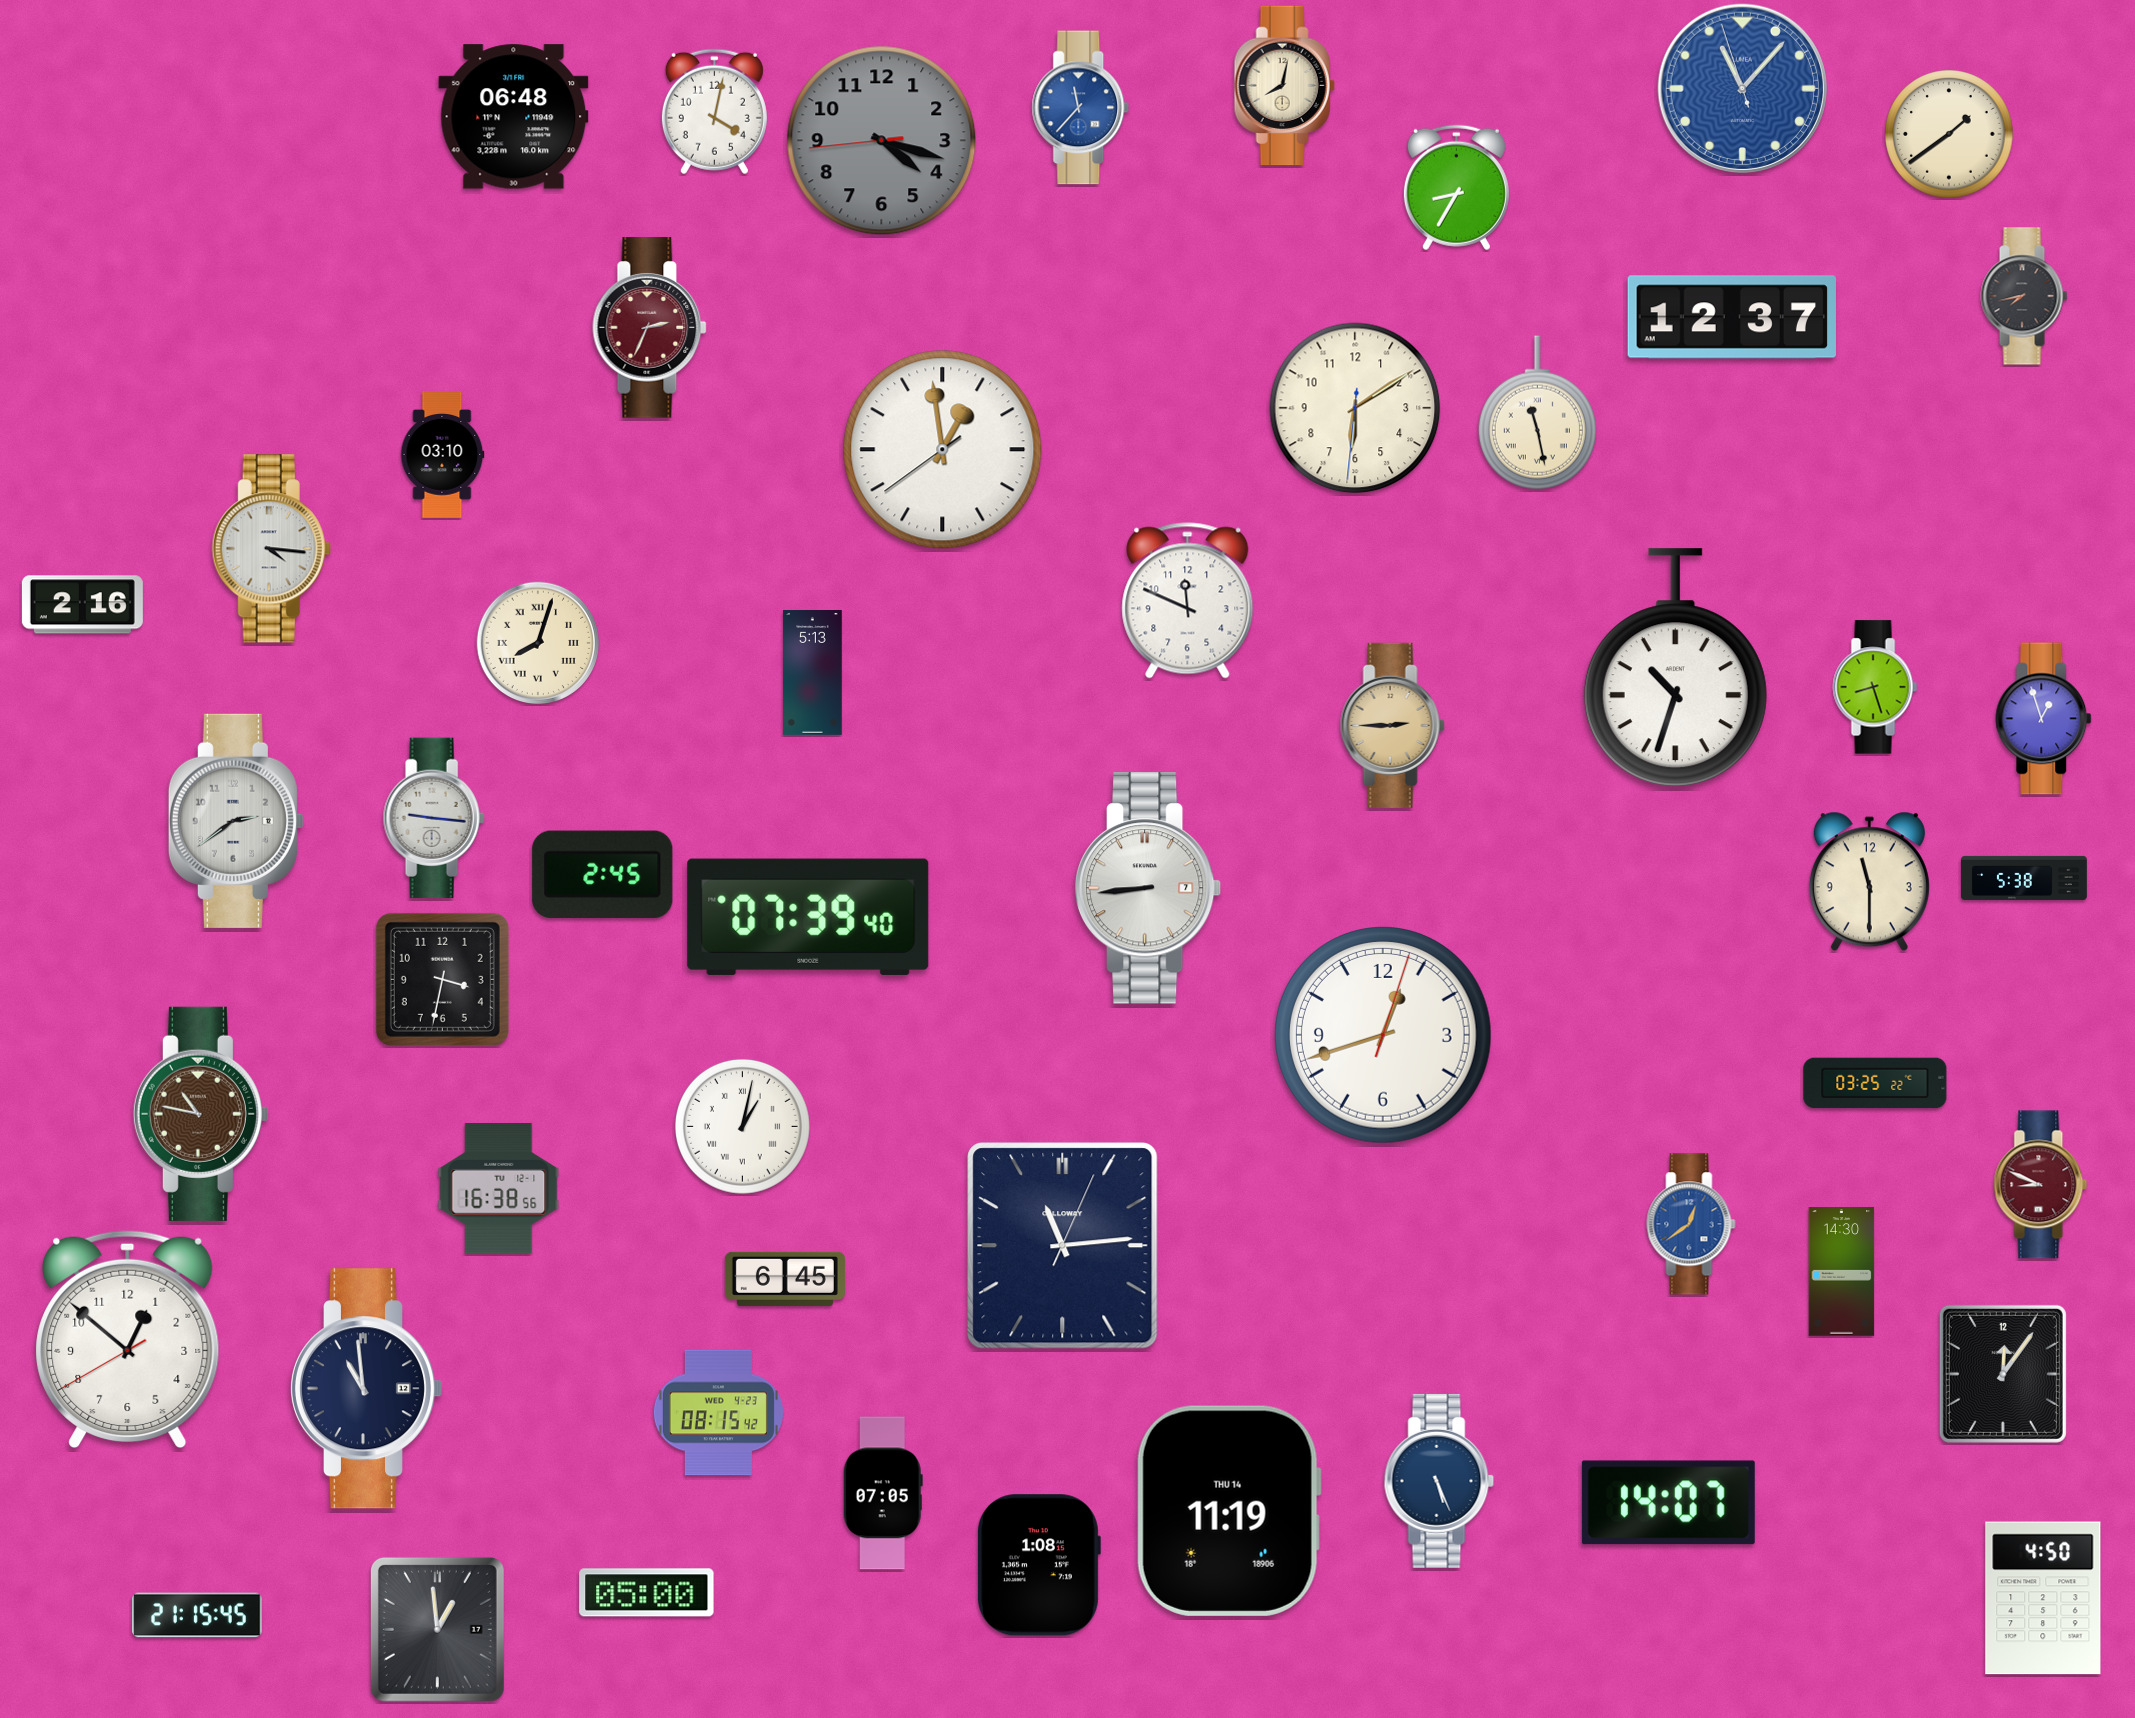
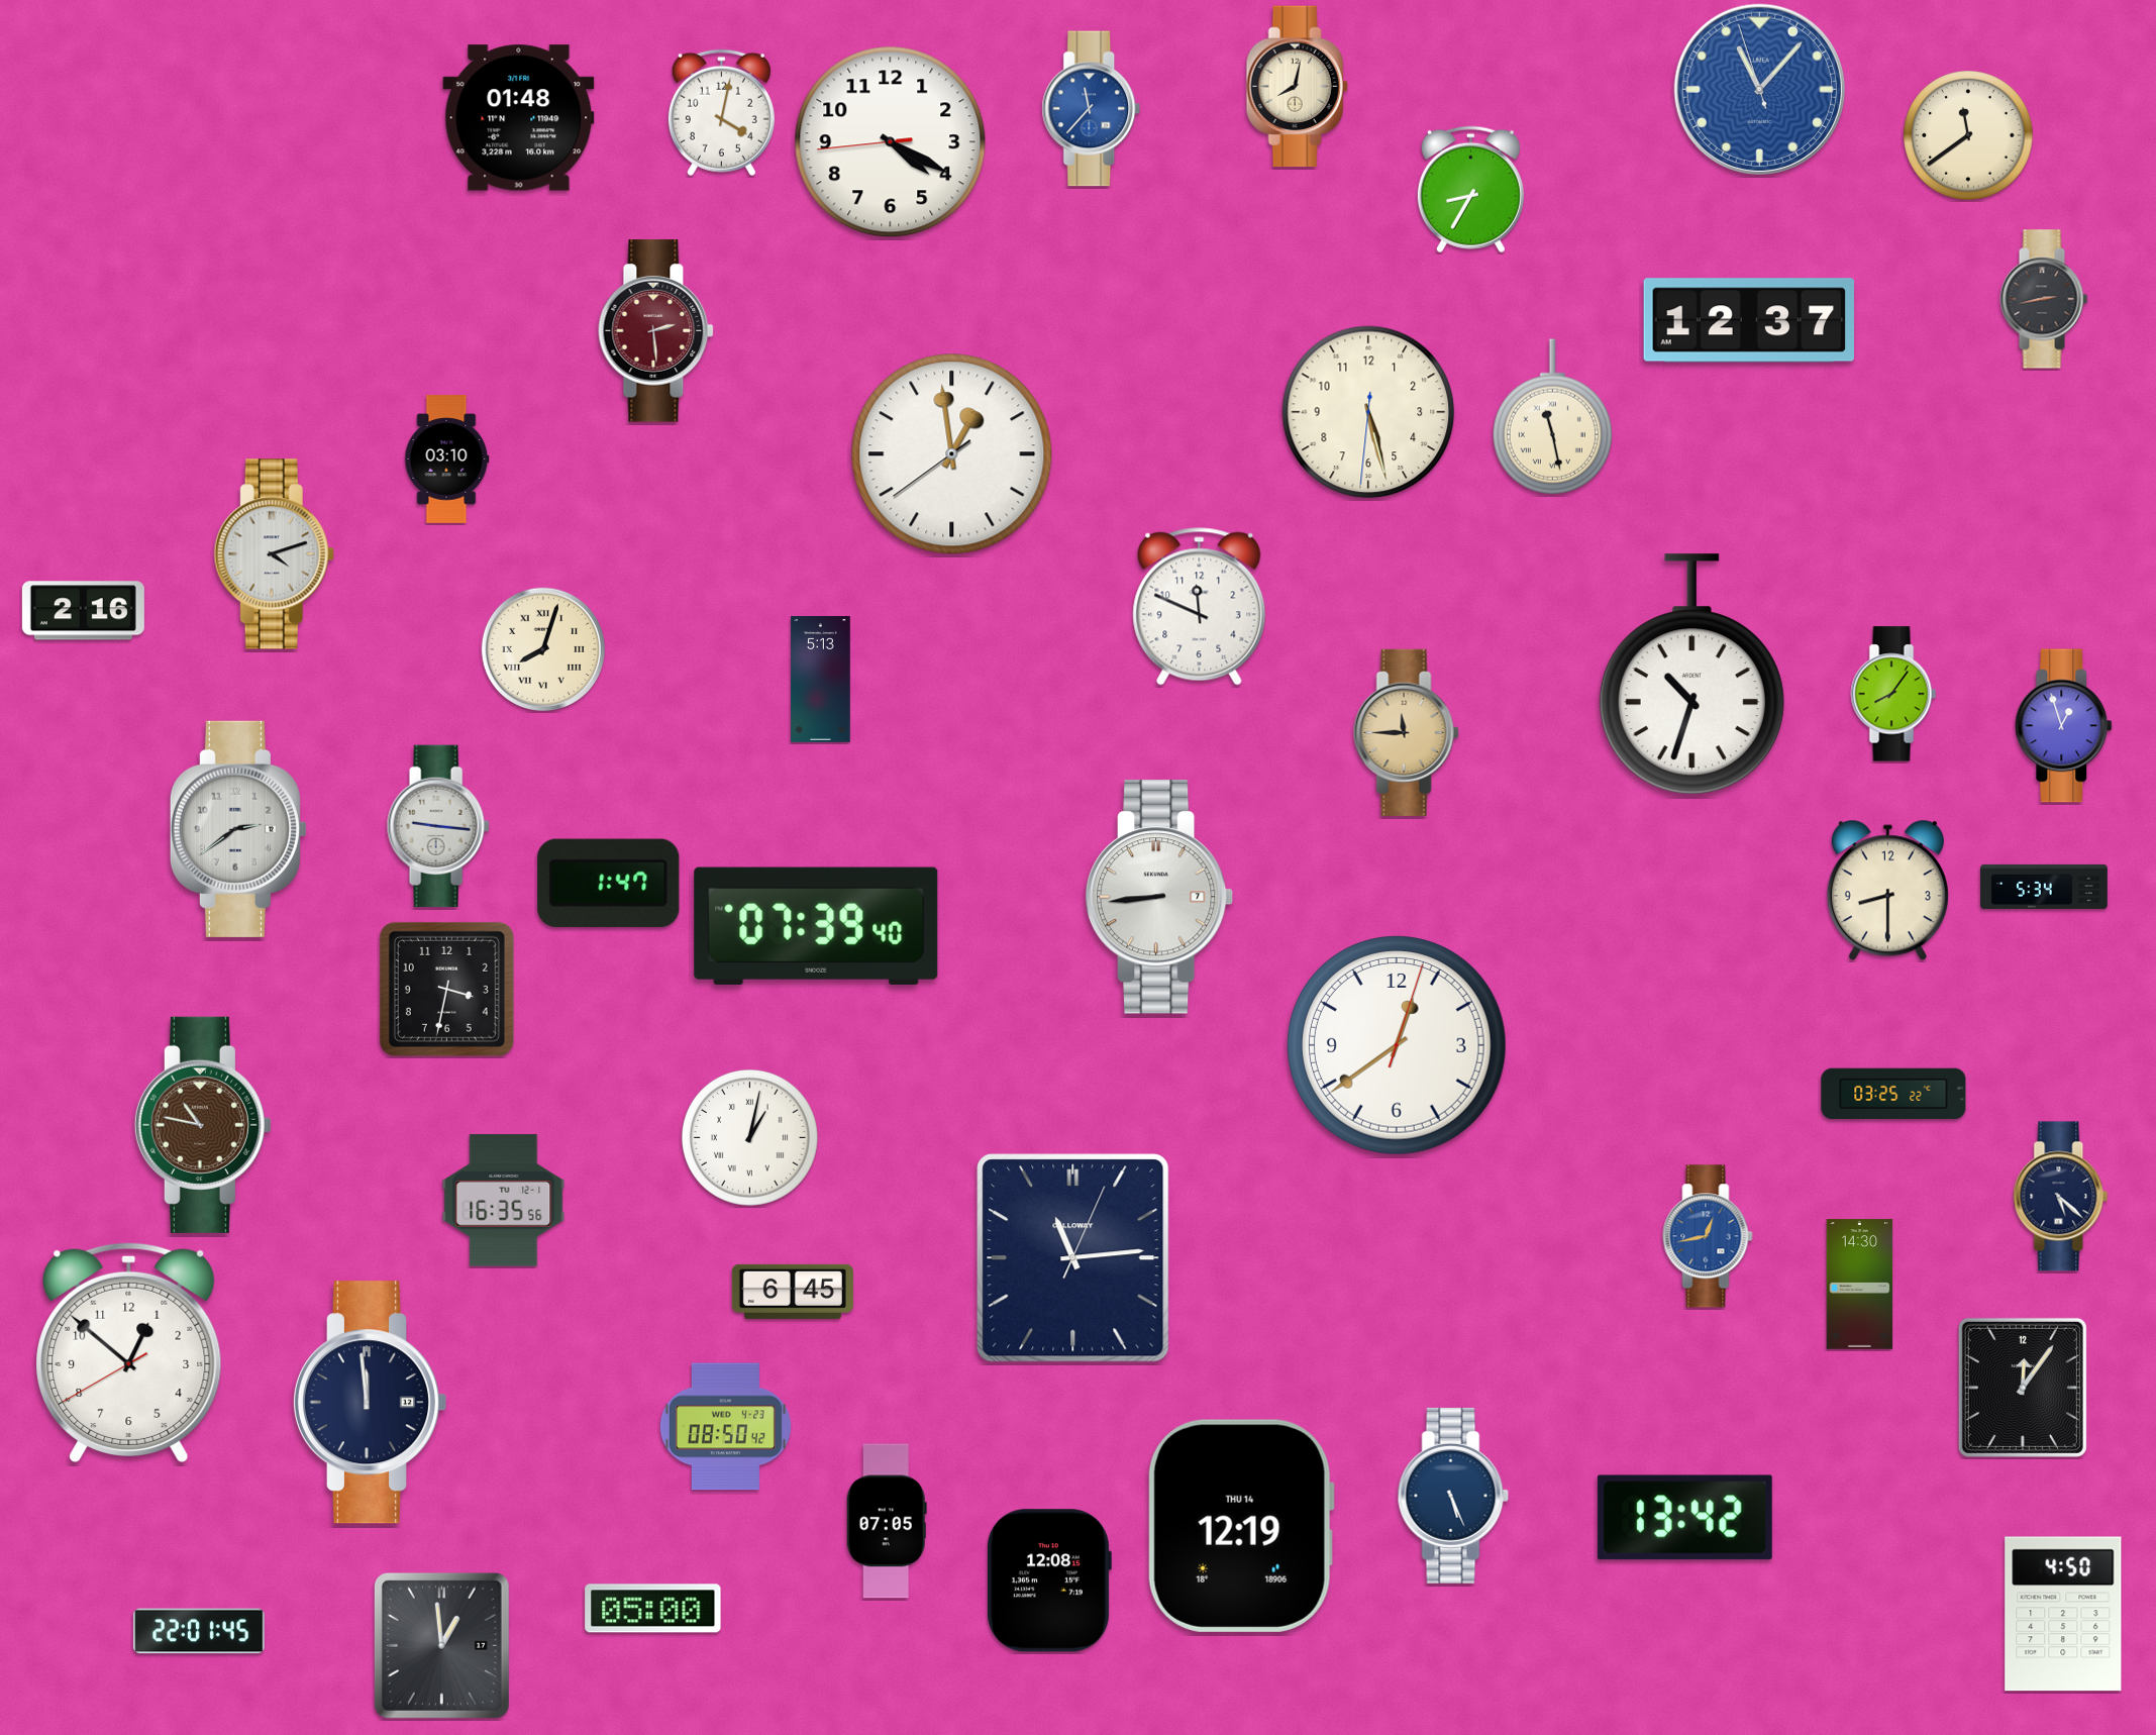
clock at (514, 117): 06:48 -> 01:48
clock at (1949, 134): 1:39 -> 11:39
clock at (882, 141): 4:17 -> 4:19
clock at (882, 141) dial: grey -> white
clock at (2024, 296): 7:43 -> 2:43
clock at (650, 328): 2:34 -> 2:29
clock at (1355, 408): 6:09 -> 5:27
clock at (271, 549): 4:16 -> 4:12
clock at (1875, 687): 8:27 -> 8:06
clock at (1392, 725): 2:45 -> 11:45
clock at (603, 874): 2:45 -> 1:47
clock at (2024, 878): 5:38 -> 5:34
clock at (1869, 882): 11:30 -> 8:30
clock at (1384, 1036): 12:42 -> 12:39
clock at (2041, 1185): 8:49 -> 5:22
clock at (2041, 1185) dial: burgundy -> navy
clock at (499, 1189): 16:38 -> 16:35
clock at (1691, 1224): 12:39 -> 12:43
clock at (365, 1389): 10:59 -> 11:59
clock at (718, 1413): 08:15 -> 08:50
clock at (883, 1493) position: (883, 1493) -> (887, 1521)
clock at (1668, 1503): 14:07 -> 13:42
clock at (1229, 1511): 11:19 -> 12:19
clock at (1038, 1565): 1:08 -> 12:08
clock at (197, 1615): 21:15 -> 22:01
